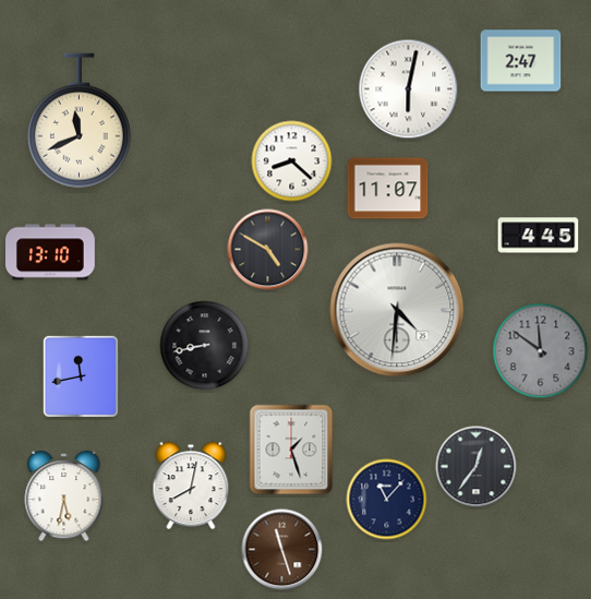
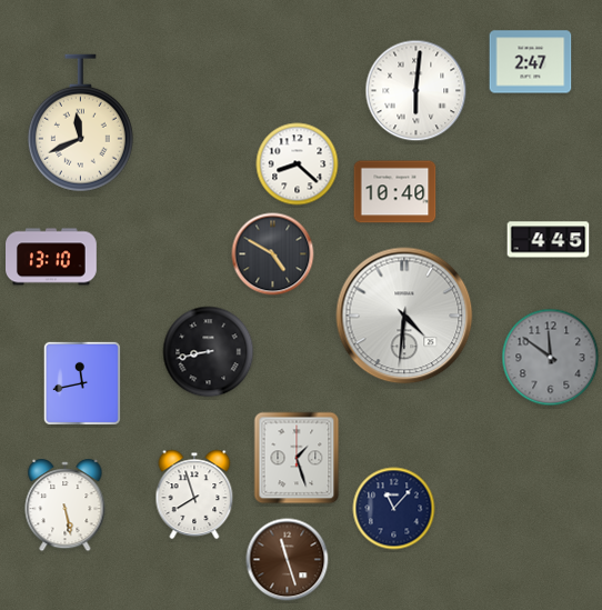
clock at (409, 89): 6:02 -> 6:01
clock at (388, 189): 11:07 -> 10:40
clock at (477, 467): 12:36 -> none
clock at (191, 486): 8:02 -> 7:57
clock at (64, 498): 5:32 -> 5:28
